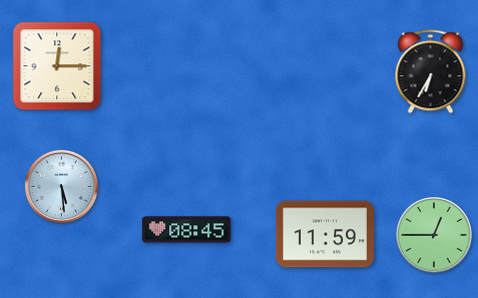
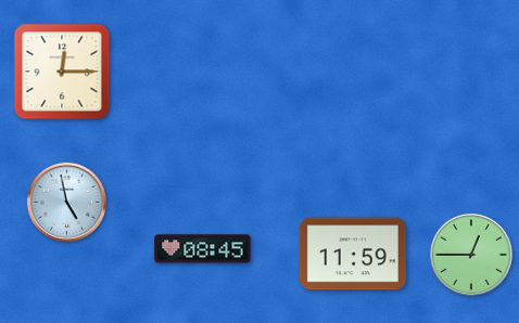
clock at (431, 72): 6:35 -> none
clock at (61, 186): 5:29 -> 4:58
